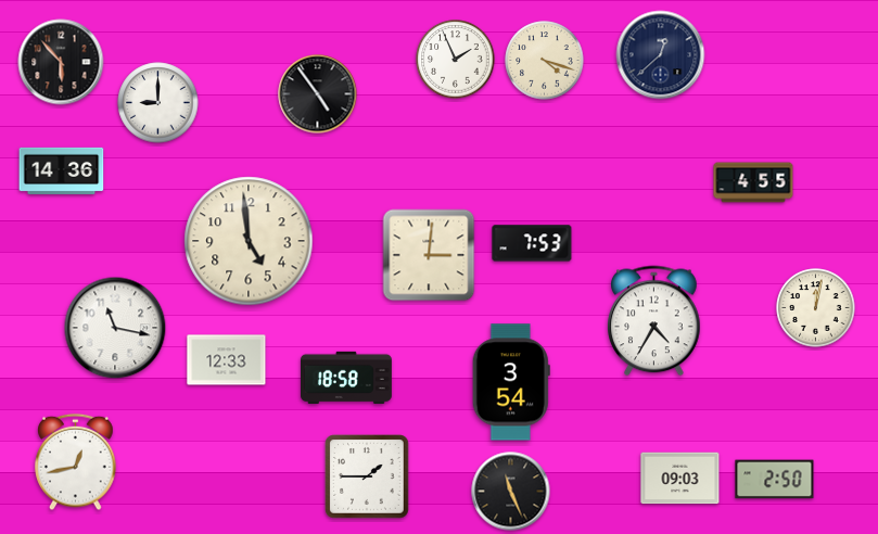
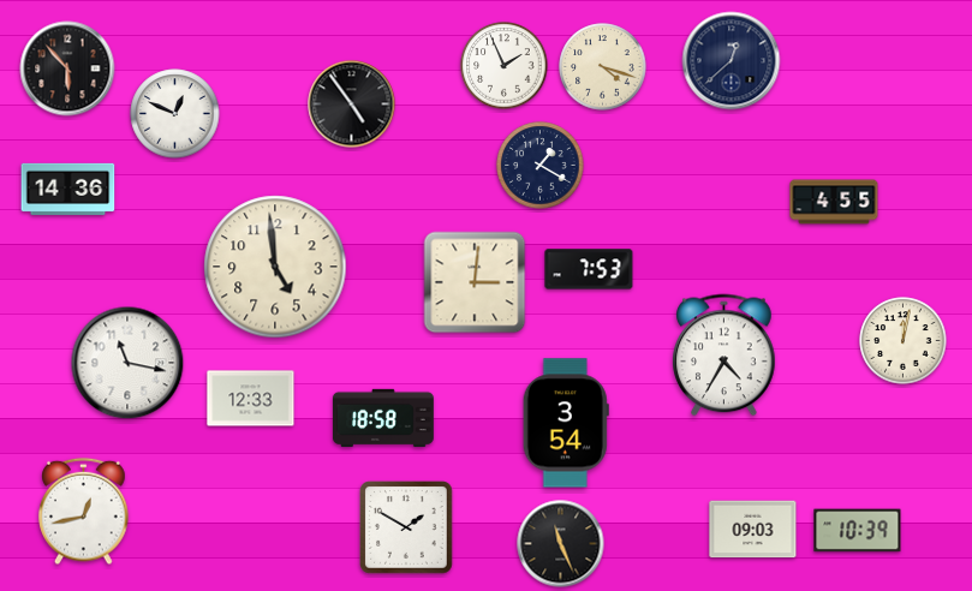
clock at (158, 103): 9:00 -> 12:49
clock at (541, 166): none -> 1:20
clock at (367, 476): 1:45 -> 1:50
clock at (775, 480): 2:50 -> 10:39
clock at (511, 492) position: (511, 492) -> (561, 544)
